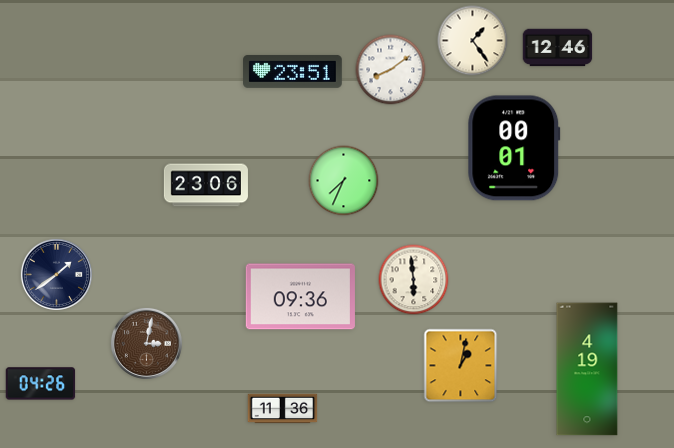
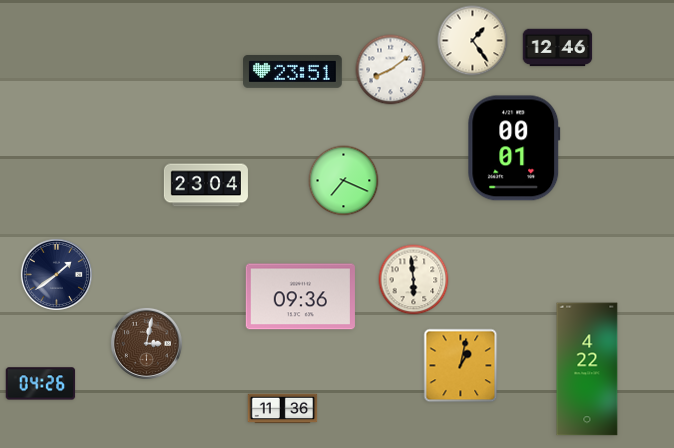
clock at (344, 181): 7:34 -> 7:19
clock at (206, 185): 23:06 -> 23:04
clock at (587, 369): 4:19 -> 4:22
